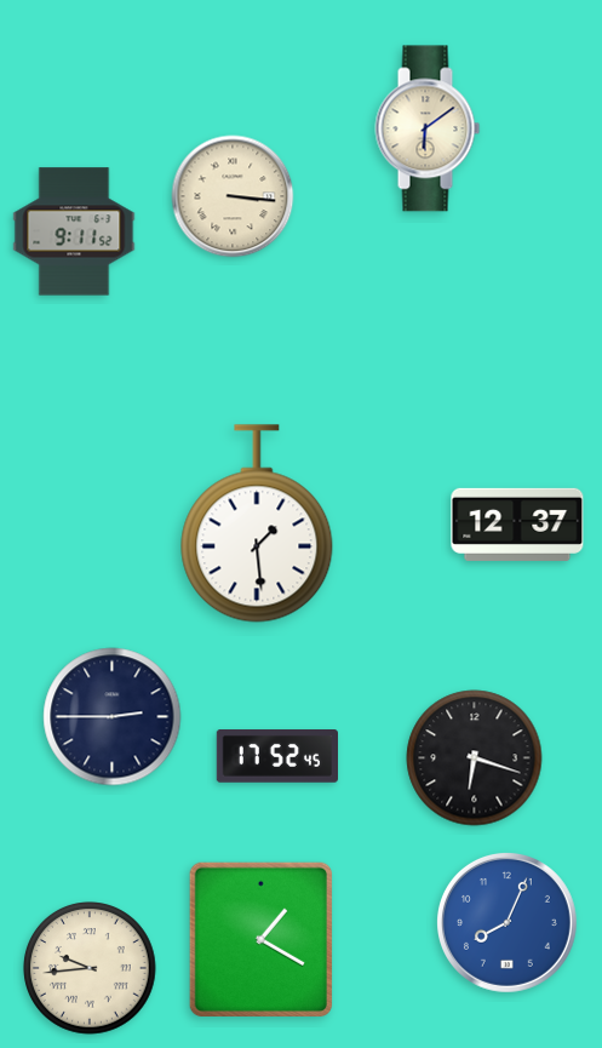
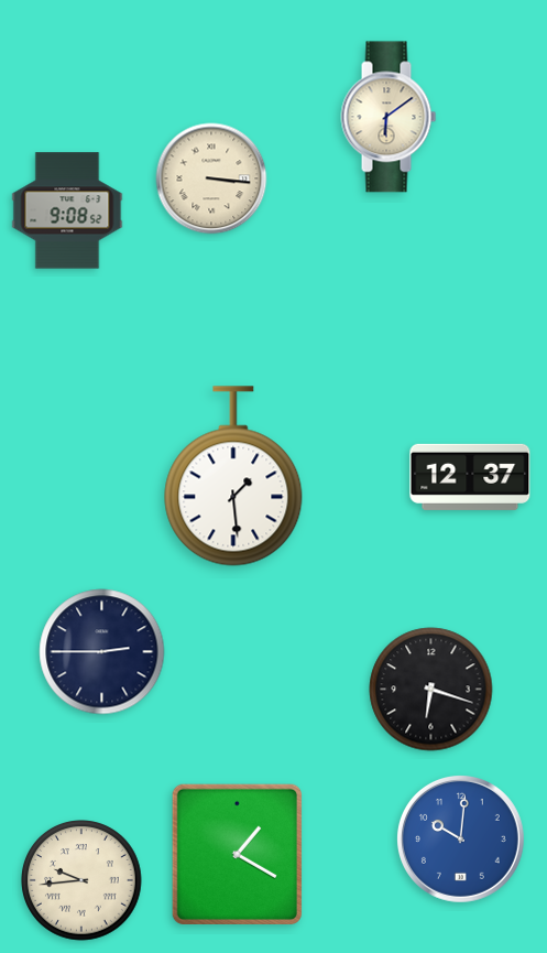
clock at (74, 231): 9:11 -> 9:08
clock at (276, 757): 17:52 -> none
clock at (506, 922): 8:04 -> 10:01
